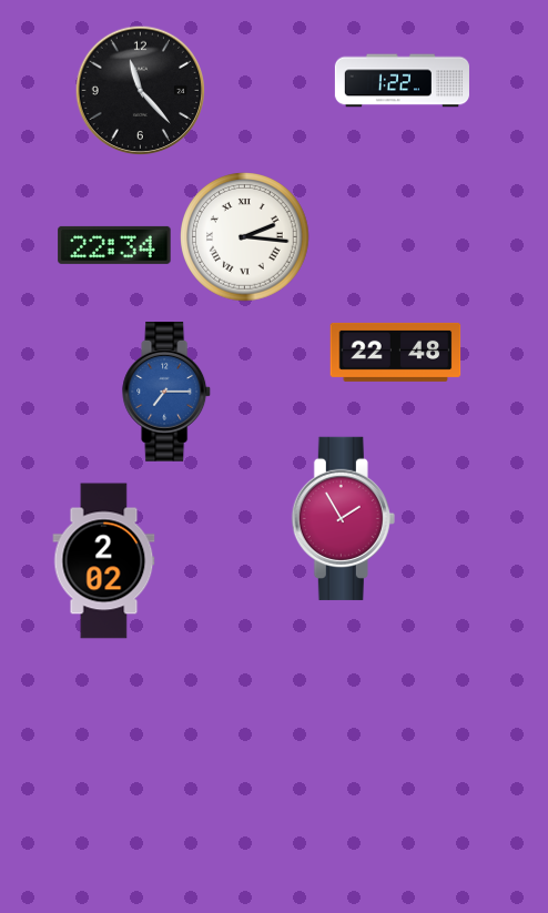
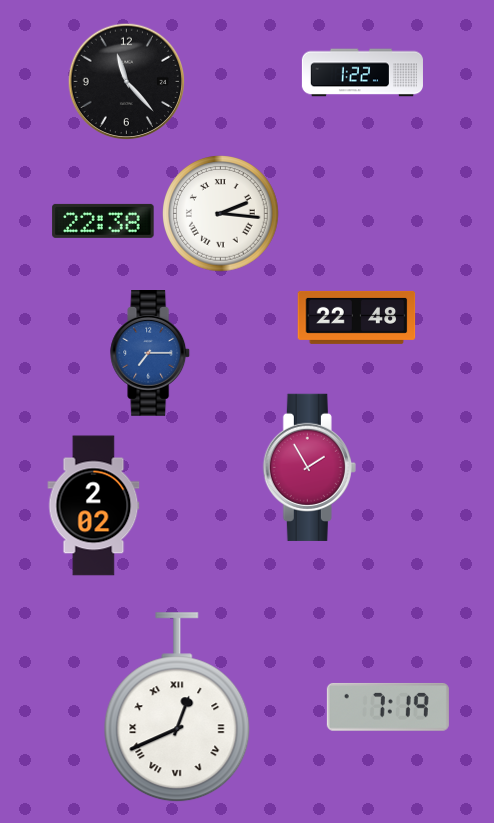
clock at (114, 245): 22:34 -> 22:38
clock at (388, 707): none -> 7:19
clock at (177, 708): none -> 12:41
